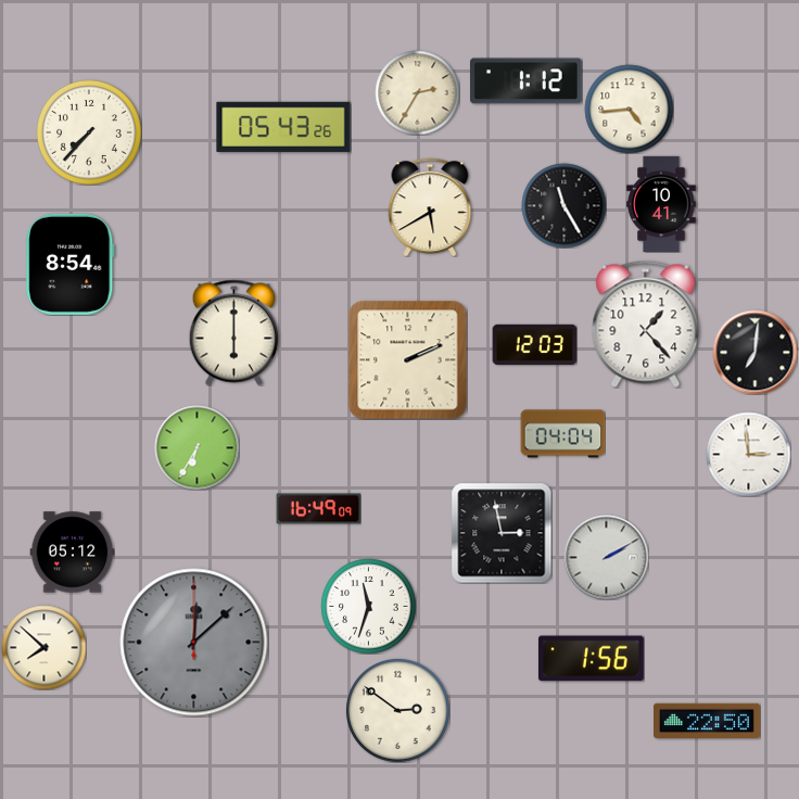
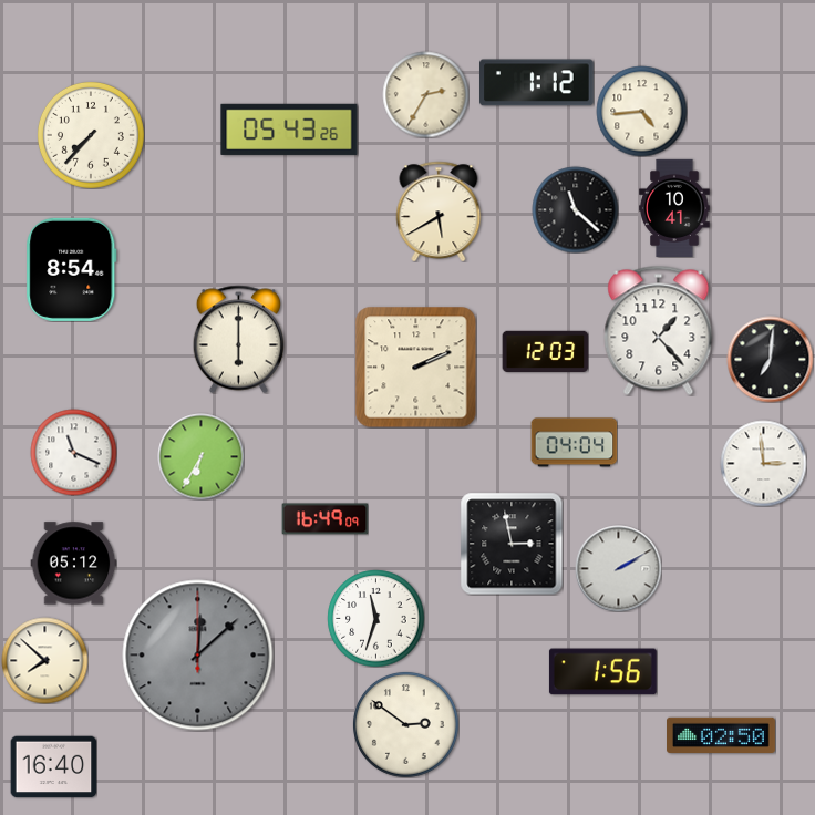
clock at (563, 205): 11:25 -> 11:22
clock at (73, 452): none -> 11:19
clock at (708, 721): 22:50 -> 02:50
clock at (53, 767): none -> 16:40
